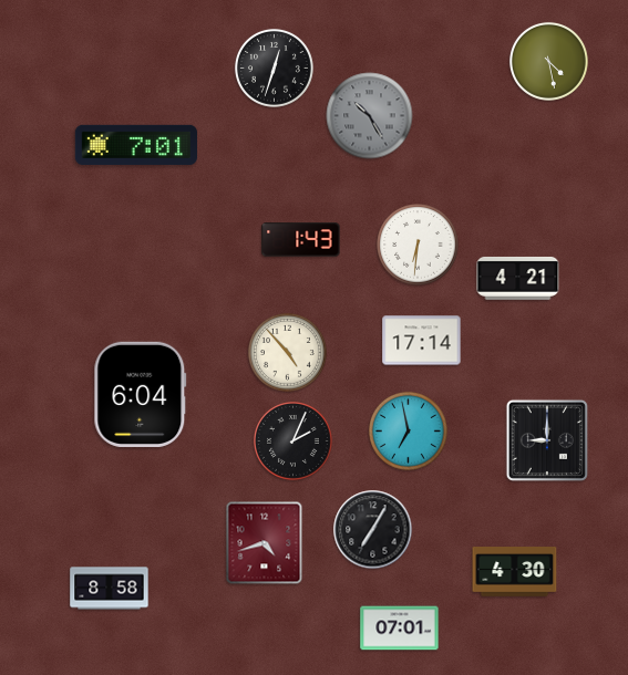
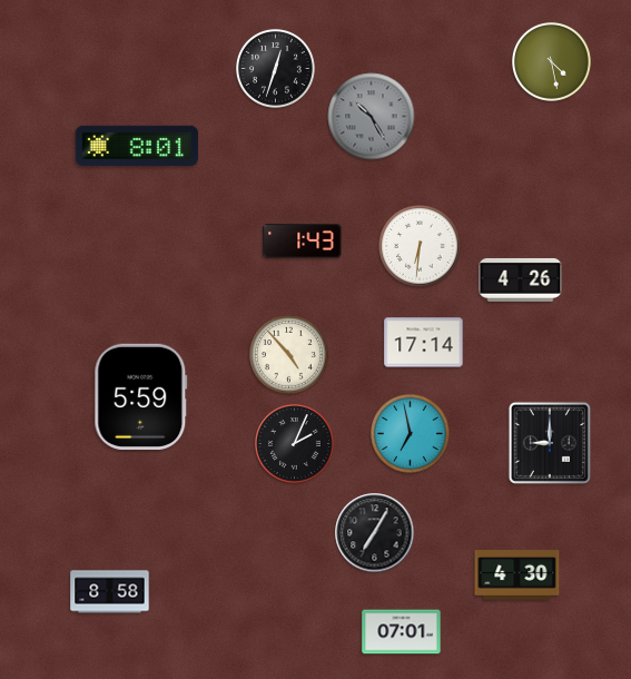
clock at (136, 145): 7:01 -> 8:01
clock at (518, 278): 4:21 -> 4:26
clock at (141, 394): 6:04 -> 5:59
clock at (265, 543): 4:42 -> none
